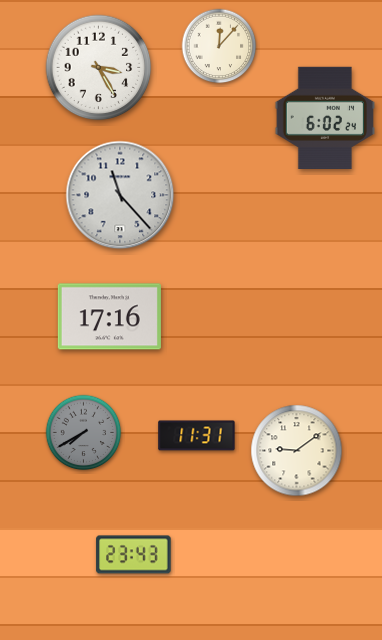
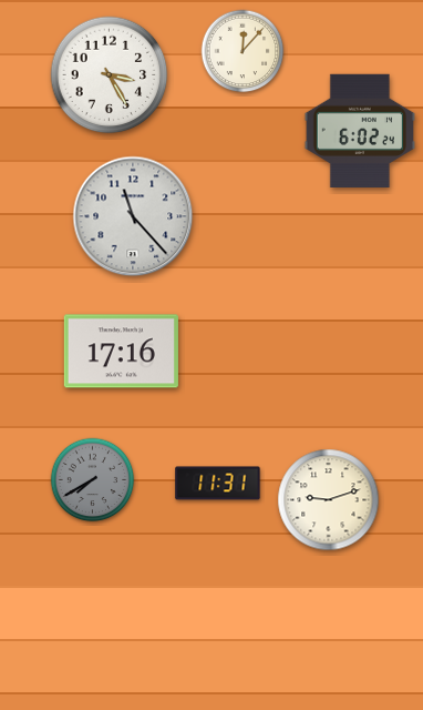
clock at (297, 451): 9:09 -> 9:12
clock at (134, 555): 23:43 -> none
